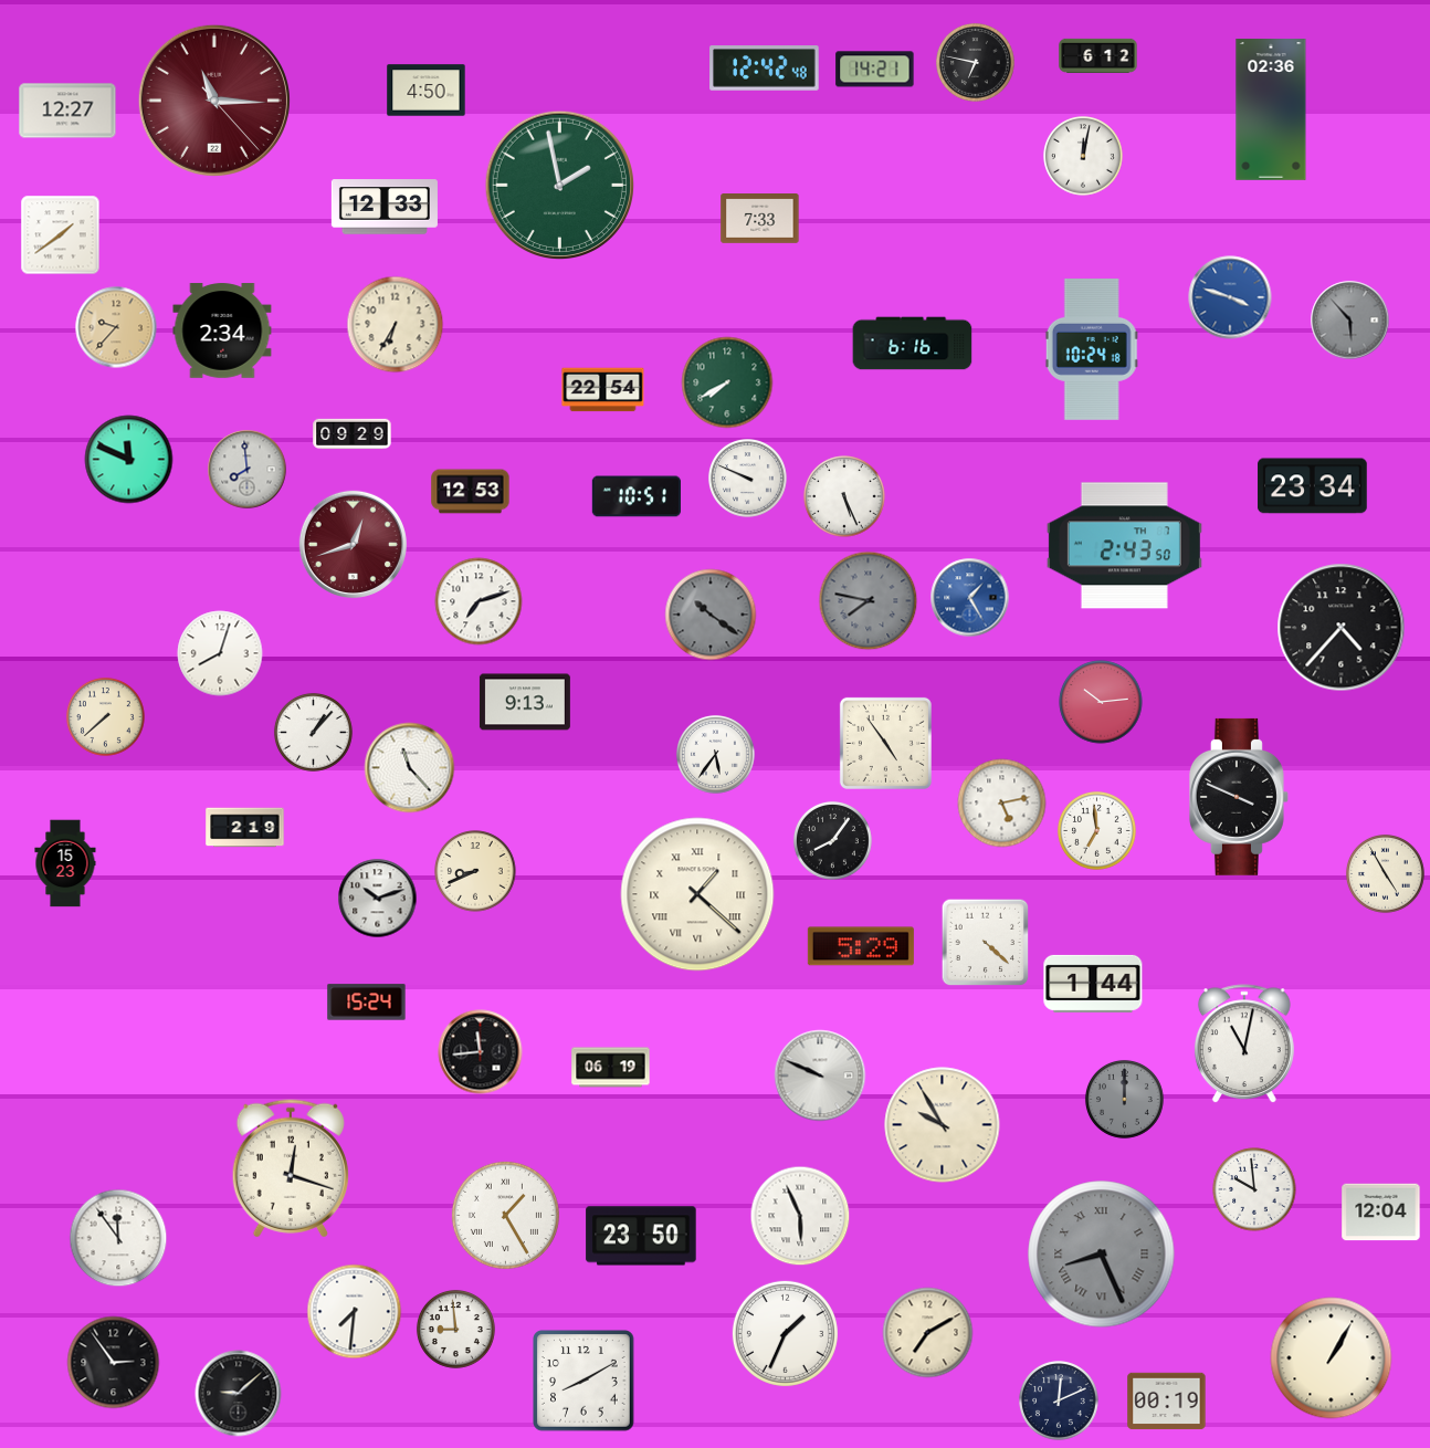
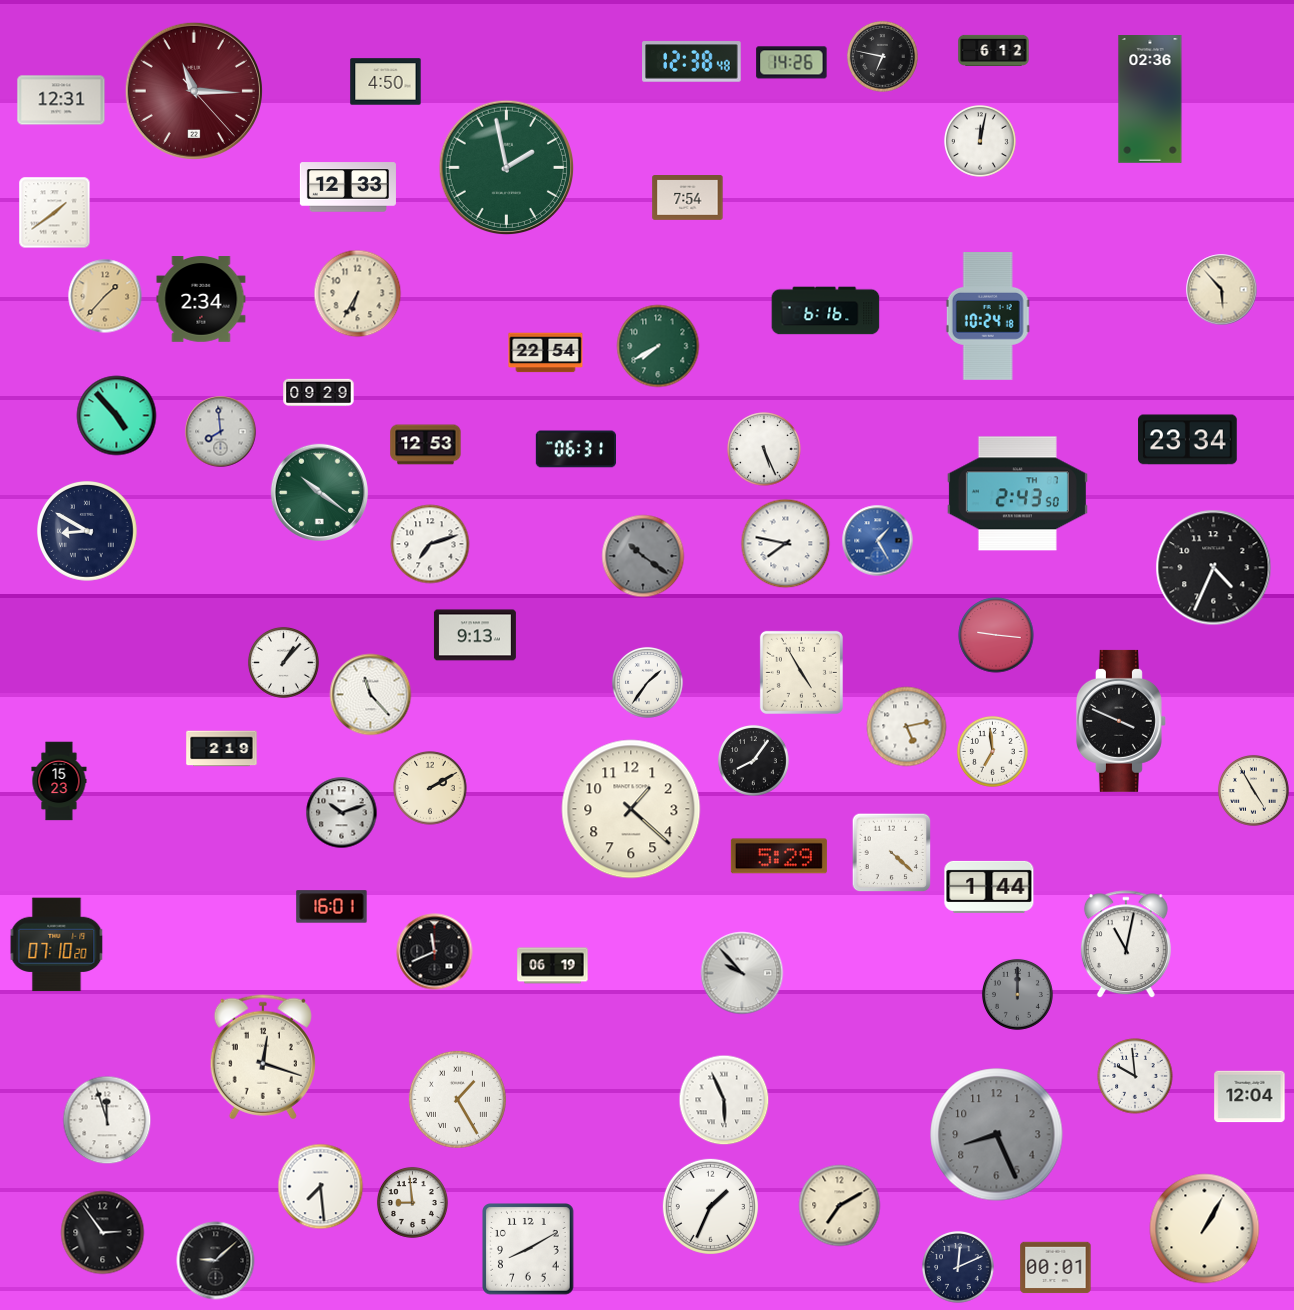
clock at (765, 69): 12:42 -> 12:38
clock at (875, 70): 14:21 -> 14:26
clock at (67, 111): 12:27 -> 12:31
clock at (760, 219): 7:33 -> 7:54
clock at (1230, 297): 3:48 -> none
clock at (1350, 321) dial: grey -> cream
clock at (116, 327): 9:37 -> 1:37
clock at (129, 460): 11:49 -> 4:53
clock at (248, 470) position: (248, 470) -> (221, 432)
clock at (747, 478): 9:49 -> none
clock at (635, 496): 10:51 -> 06:31
clock at (353, 544): 12:42 -> 10:21
clock at (353, 544) dial: burgundy -> green
clock at (88, 532): none -> 8:50
clock at (479, 601) position: (479, 601) -> (430, 544)
clock at (869, 601) dial: grey -> white
clock at (1342, 628): 4:37 -> 4:34
clock at (220, 653): 8:03 -> none
clock at (1101, 702): 10:14 -> 9:16
clock at (105, 716): 7:38 -> none
clock at (885, 743): 4:54 -> 4:55
clock at (715, 754): 5:36 -> 1:36
clock at (475, 871): 8:41 -> 2:10
clock at (697, 894) numerals: Roman -> Arabic
clock at (1093, 984) position: (1093, 984) -> (989, 887)
clock at (367, 1003): 15:24 -> 16:01
clock at (57, 945): none -> 07:10
clock at (481, 1052): 11:44 -> 11:41
clock at (820, 1075): 9:49 -> 9:53
clock at (943, 1125): 9:55 -> none
clock at (641, 1236): 23:50 -> none
clock at (118, 1238): 11:54 -> 11:57
clock at (1102, 1255) numerals: Roman -> Arabic
clock at (355, 1312): 7:31 -> 7:29
clock at (1167, 1402): 00:19 -> 00:01
